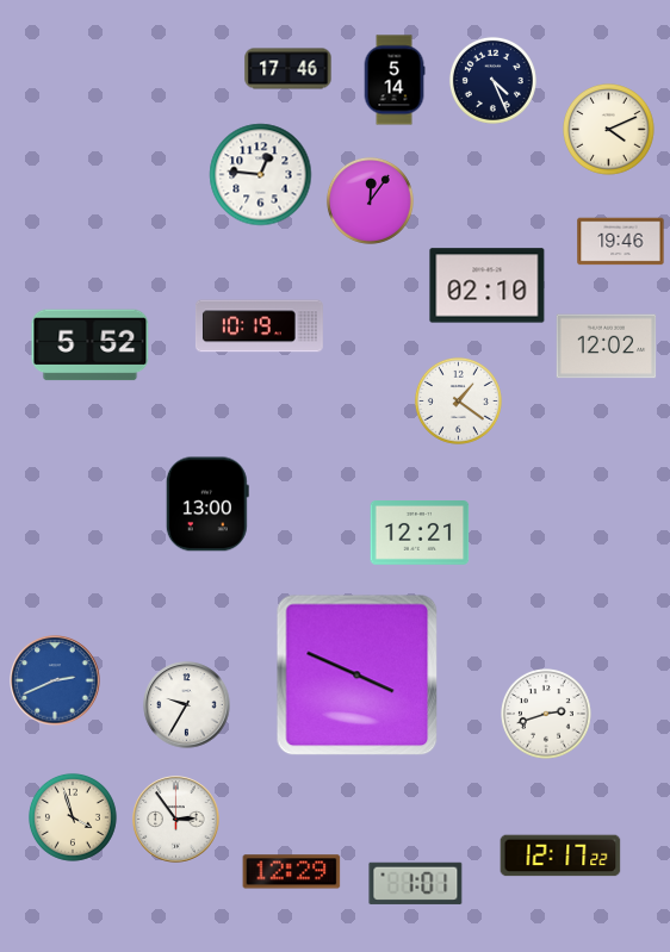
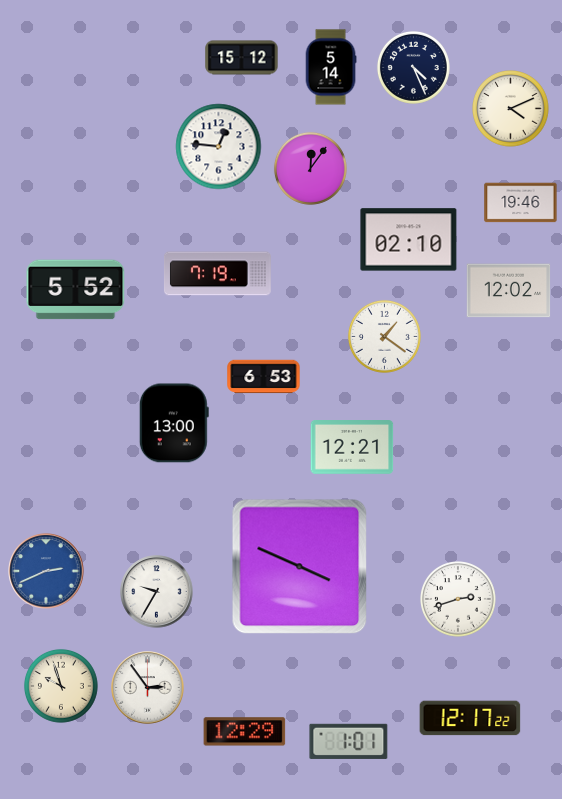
clock at (289, 69): 17:46 -> 15:12
clock at (259, 326): 10:19 -> 7:19
clock at (264, 377): none -> 6:53
clock at (73, 817): 3:57 -> 9:57
